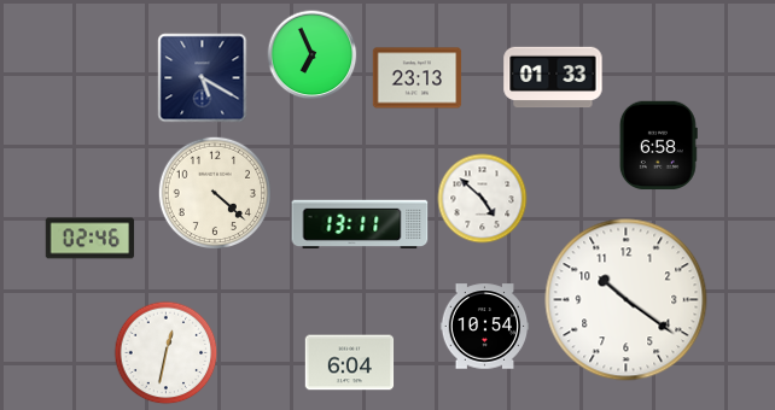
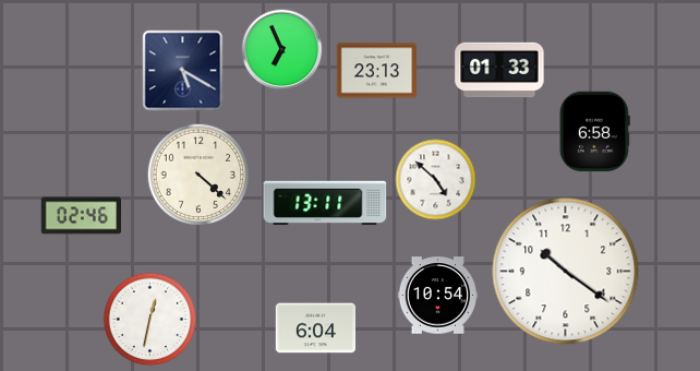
clock at (214, 192) position: (214, 192) -> (197, 173)
